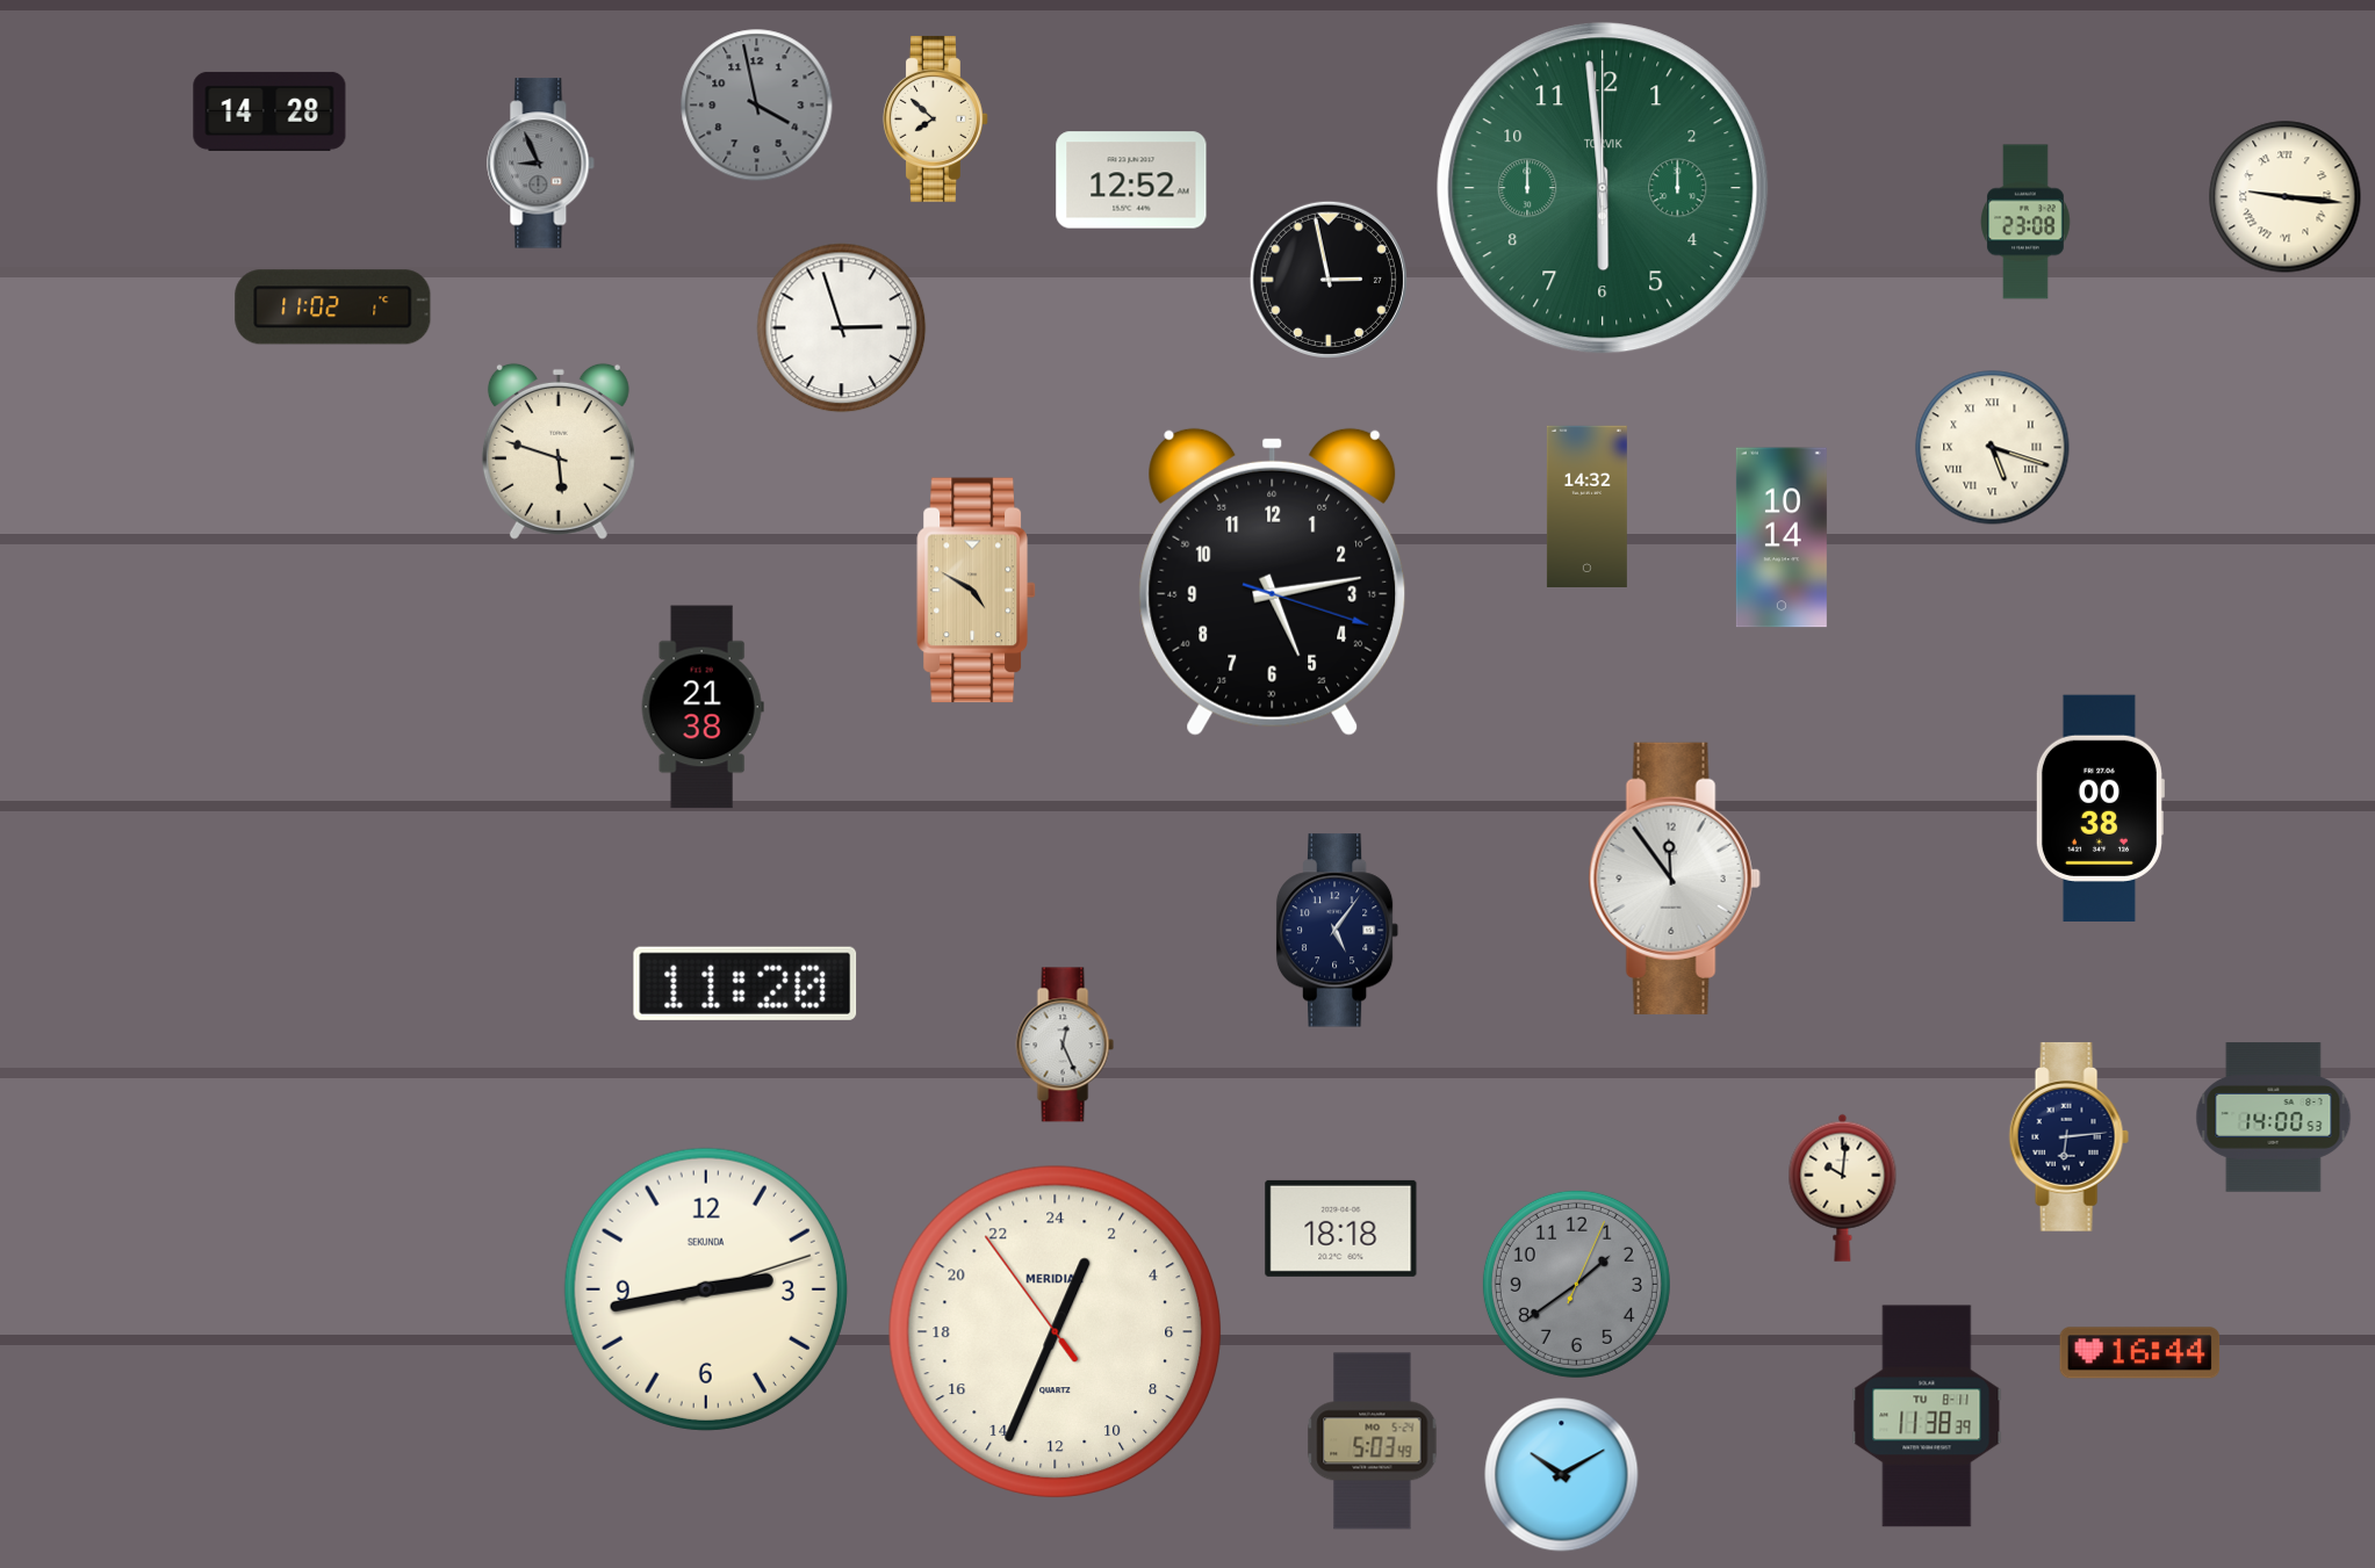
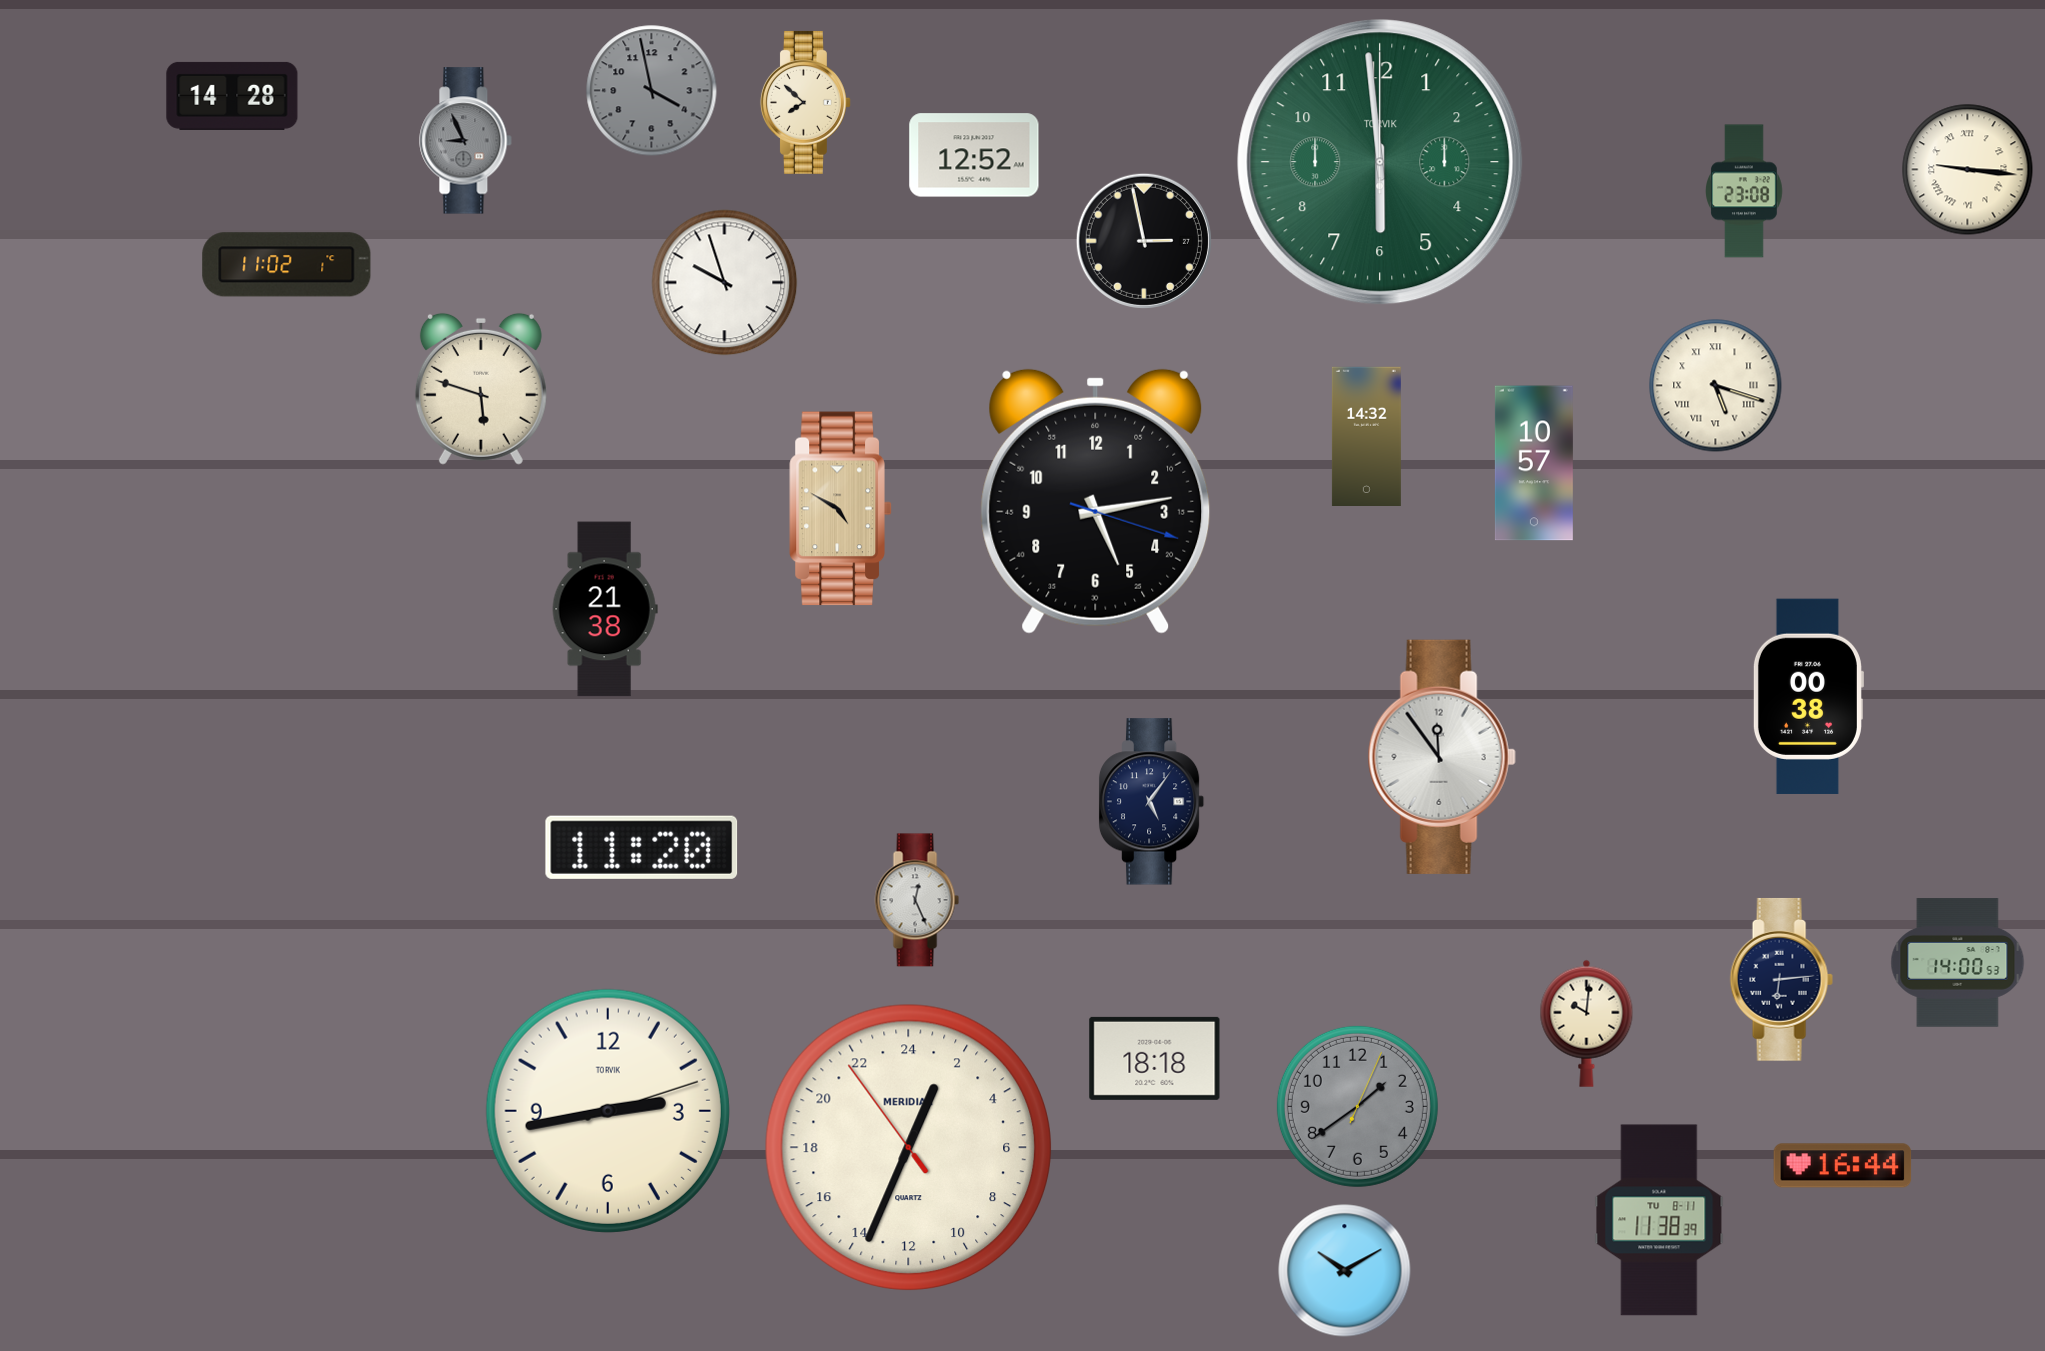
clock at (842, 328): 2:57 -> 9:57
clock at (1782, 537): 10:14 -> 10:57
clock at (706, 1289) brand: SEKUNDA -> TORVIK
clock at (1373, 1441): 5:03 -> none
